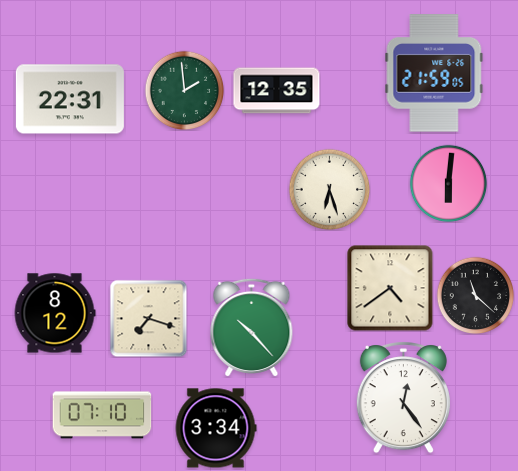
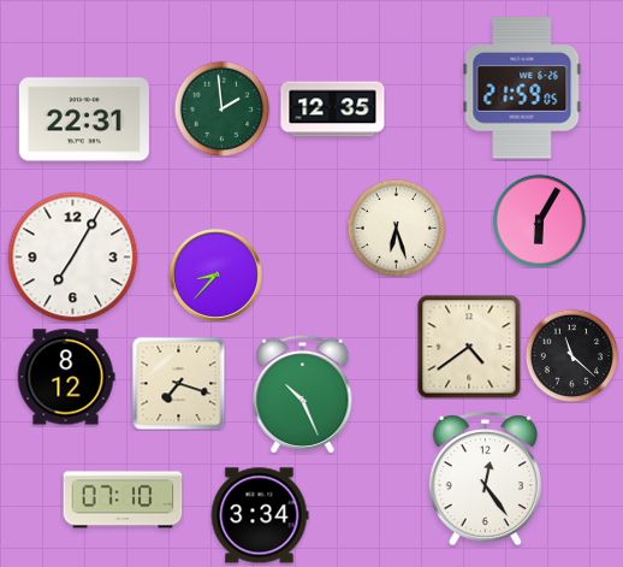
clock at (448, 183): 6:01 -> 6:05
clock at (73, 258): none -> 7:05
clock at (215, 274): none -> 8:37
clock at (252, 327): 10:23 -> 10:26
